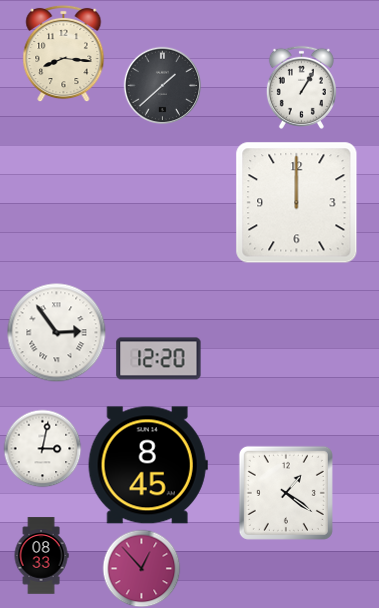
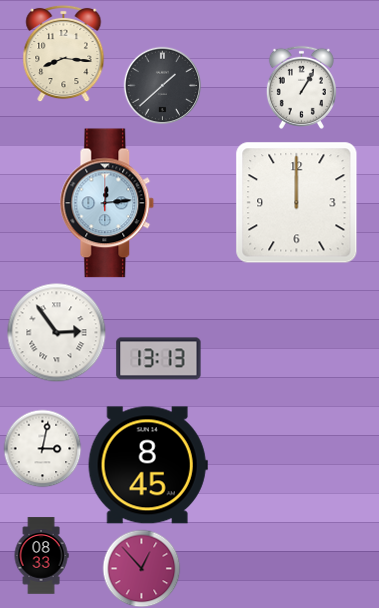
clock at (107, 203): none -> 12:14
clock at (159, 359): 12:20 -> 13:13
clock at (286, 493): 1:21 -> none
